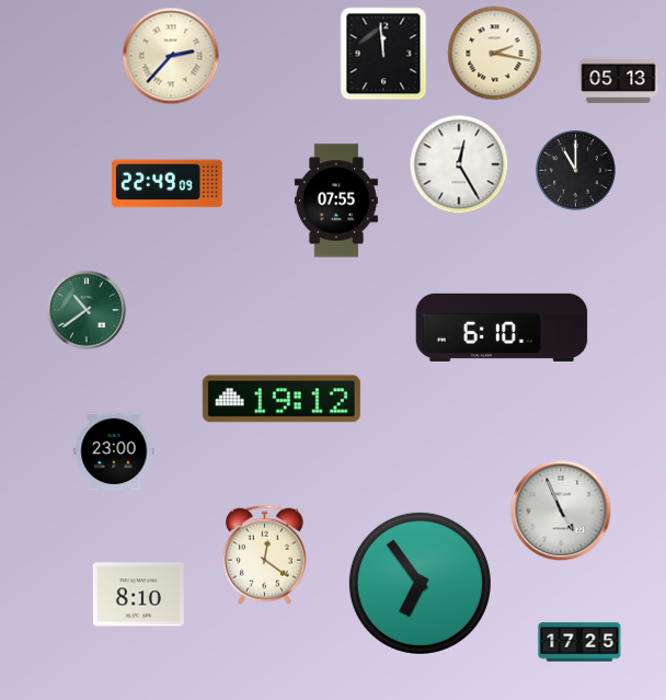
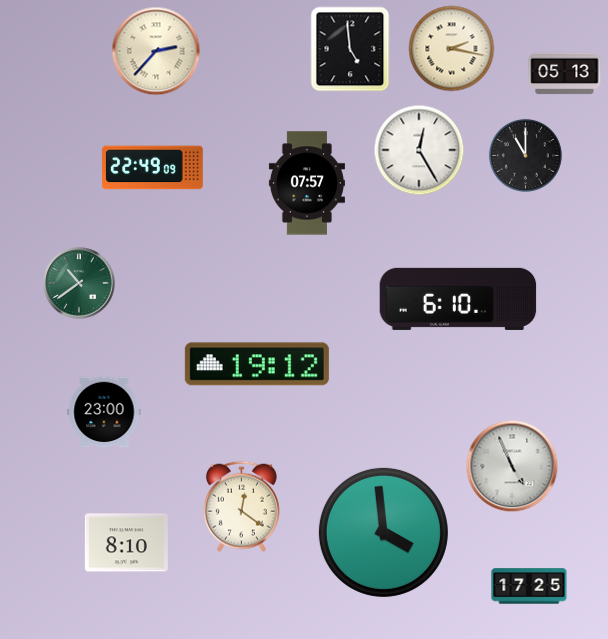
clock at (383, 54): 11:59 -> 4:59
clock at (336, 200): 07:55 -> 07:57
clock at (420, 583): 6:54 -> 3:59
